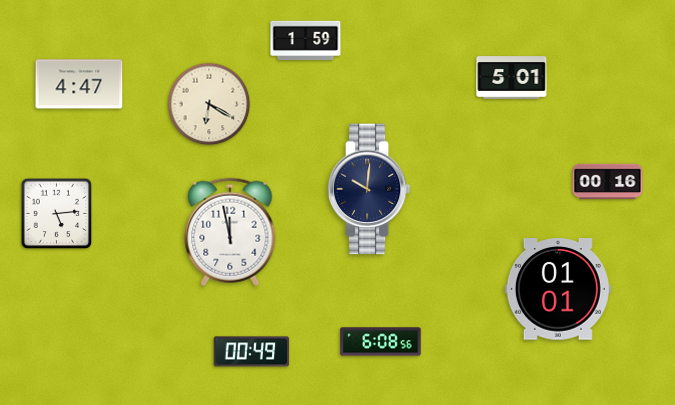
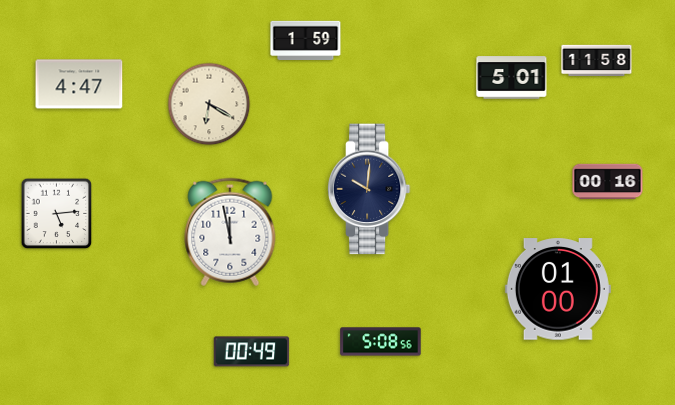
clock at (597, 61): none -> 11:58
clock at (558, 289): 01:01 -> 01:00
clock at (381, 342): 6:08 -> 5:08
